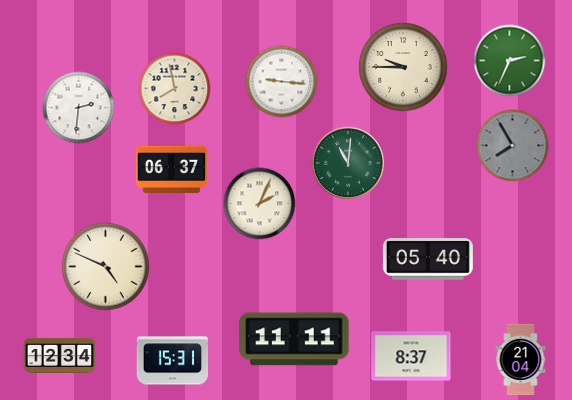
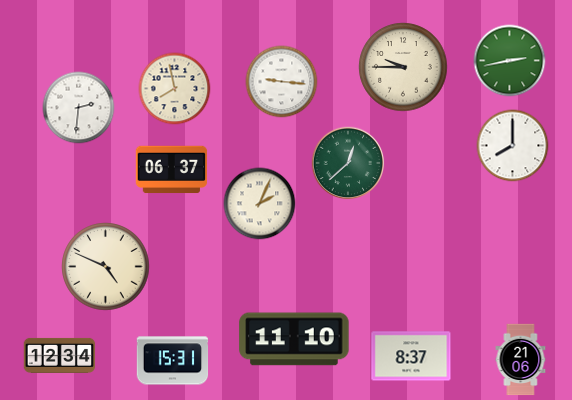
clock at (510, 61): 2:34 -> 2:43
clock at (513, 146): 7:55 -> 8:00
clock at (513, 146) dial: grey -> white
clock at (348, 163): 11:01 -> 12:38
clock at (428, 259): 05:40 -> none
clock at (294, 339): 11:11 -> 11:10
clock at (521, 360): 21:04 -> 21:06
